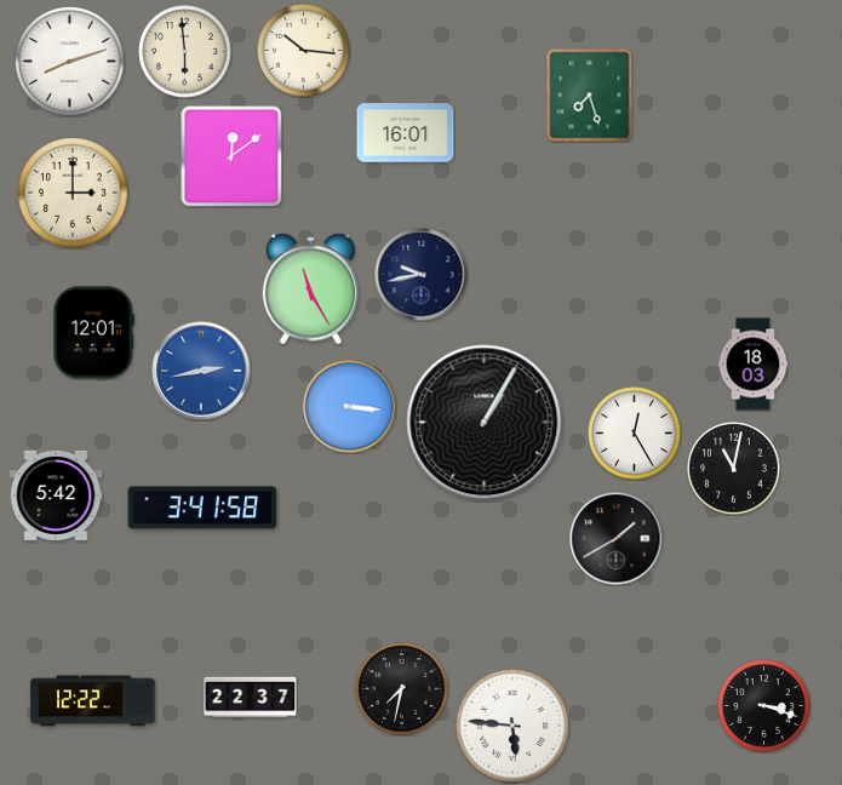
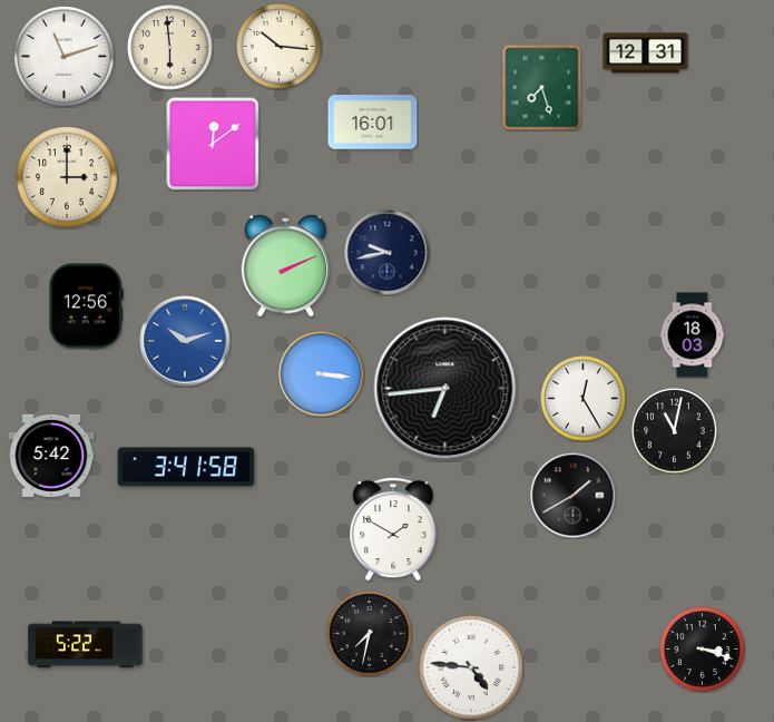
clock at (646, 53): none -> 12:31
clock at (70, 62): 8:12 -> 11:12
clock at (310, 290): 11:25 -> 2:11
clock at (93, 333): 12:01 -> 12:56
clock at (201, 371): 2:43 -> 10:12
clock at (485, 423): 1:05 -> 6:44
clock at (617, 539) position: (617, 539) -> (574, 496)
clock at (393, 529): none -> 1:50
clock at (251, 698): 22:37 -> none
clock at (93, 701): 12:22 -> 5:22
clock at (512, 726): 5:46 -> 4:46
